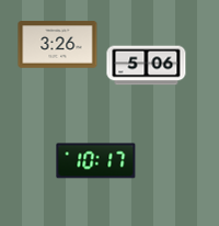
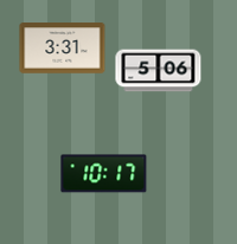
clock at (58, 45): 3:26 -> 3:31
